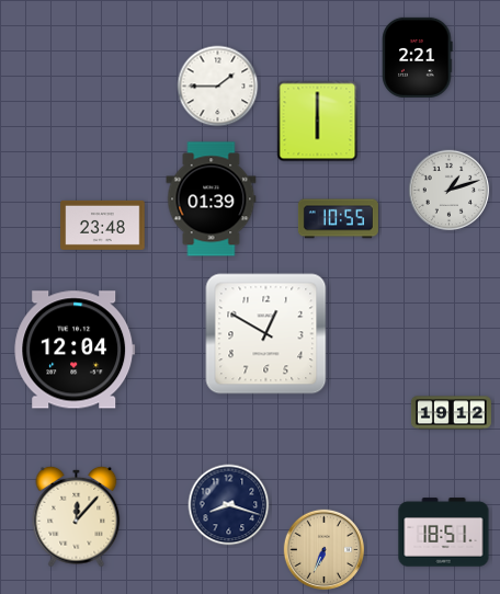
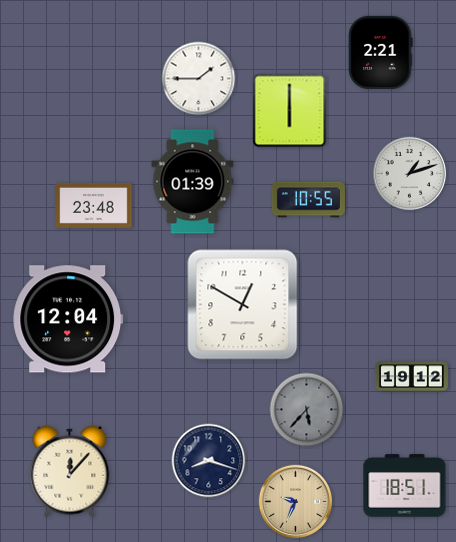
clock at (307, 410): none -> 5:37
clock at (325, 550): 6:34 -> 9:34
